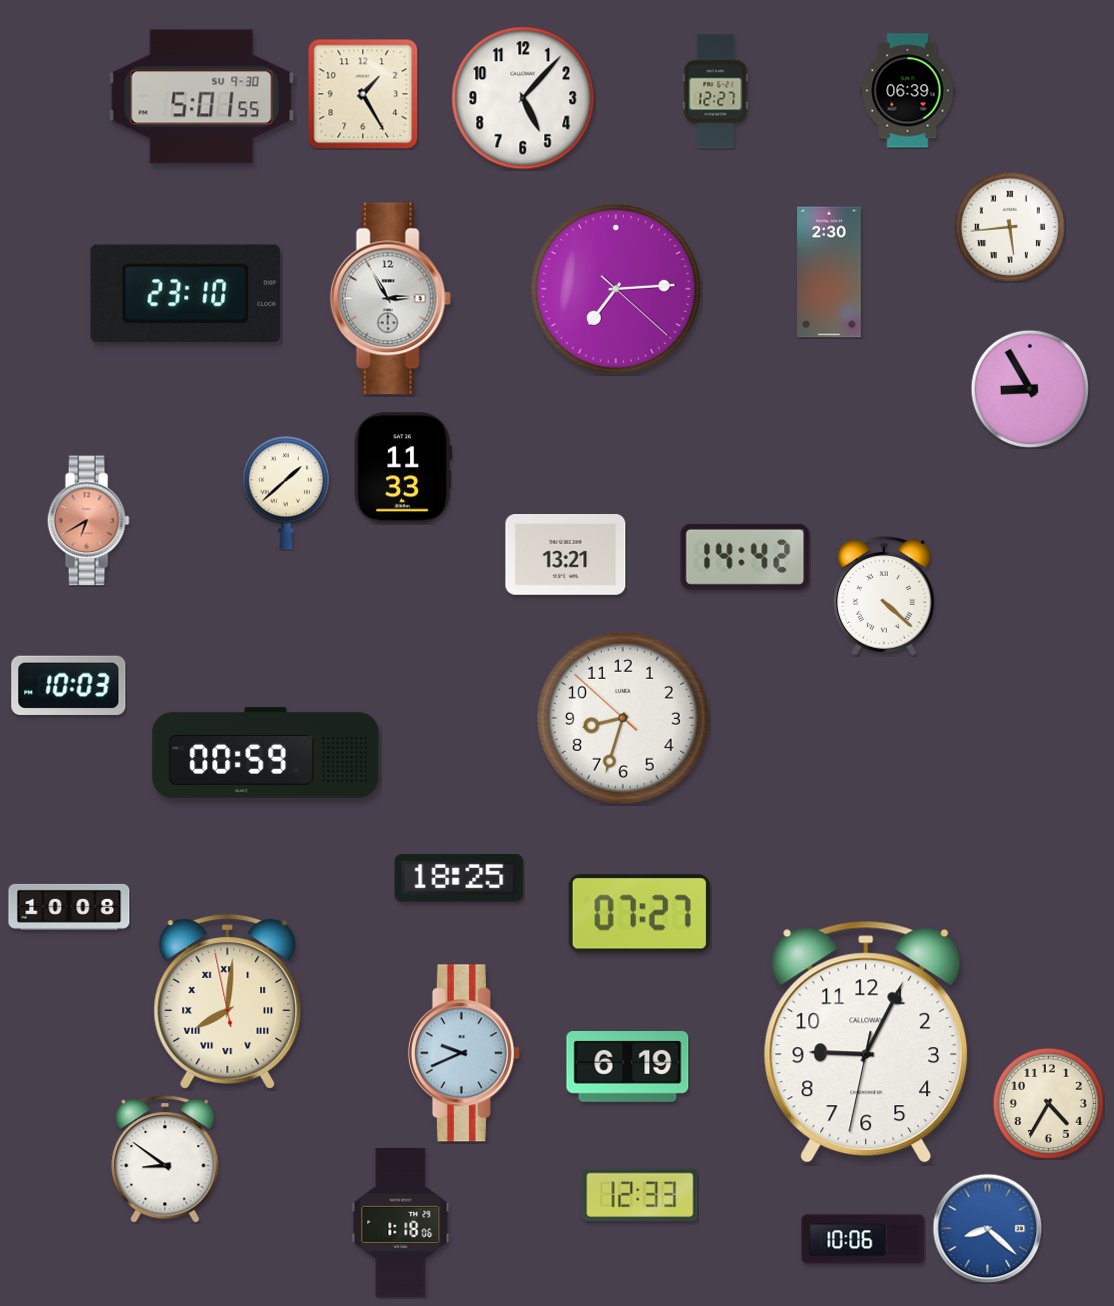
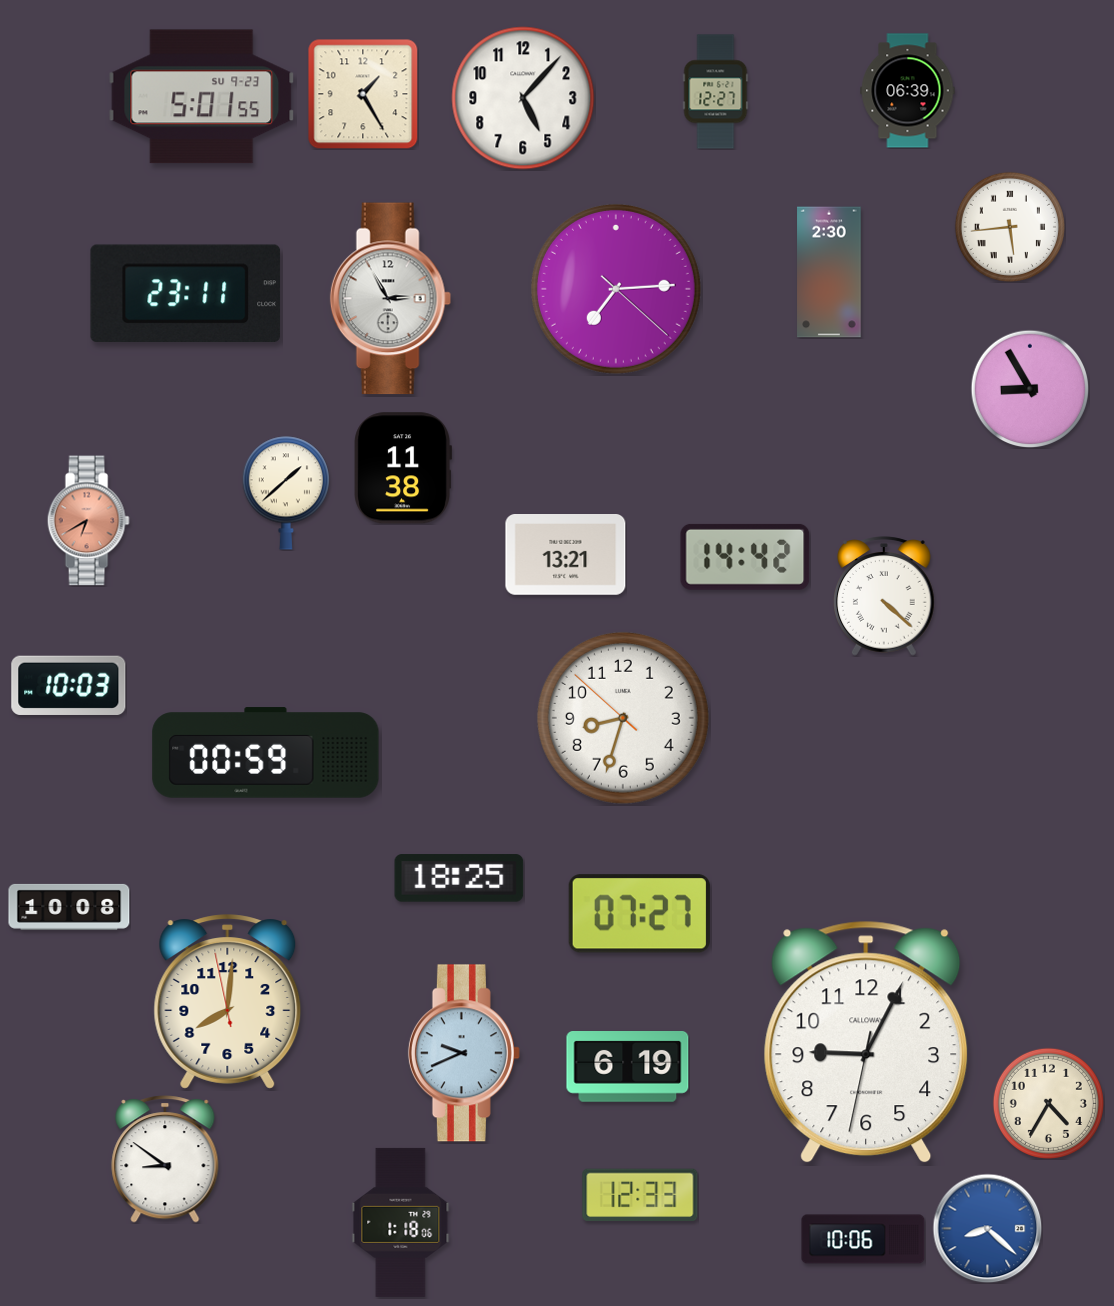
clock at (202, 97) date: SU 9-30 -> SU 9-23
clock at (186, 293): 23:10 -> 23:11
clock at (402, 468): 11:33 -> 11:38
clock at (228, 1002) numerals: Roman -> Arabic
